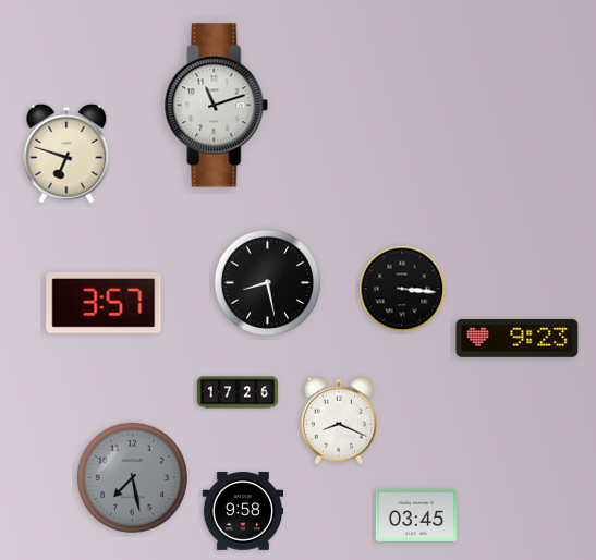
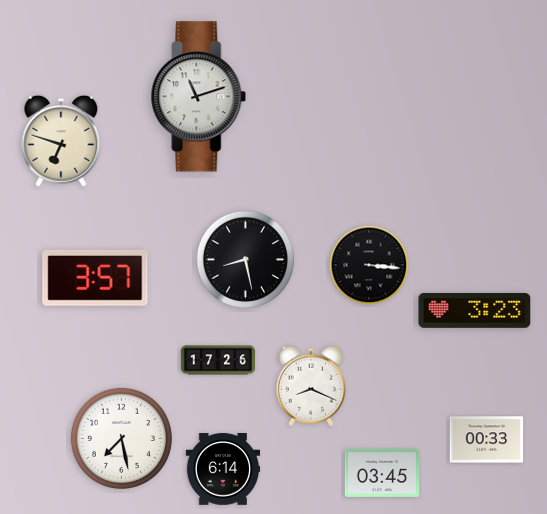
clock at (518, 338): 9:23 -> 3:23
clock at (132, 477) dial: grey -> white
clock at (487, 440): none -> 00:33
clock at (243, 511): 9:58 -> 6:14
